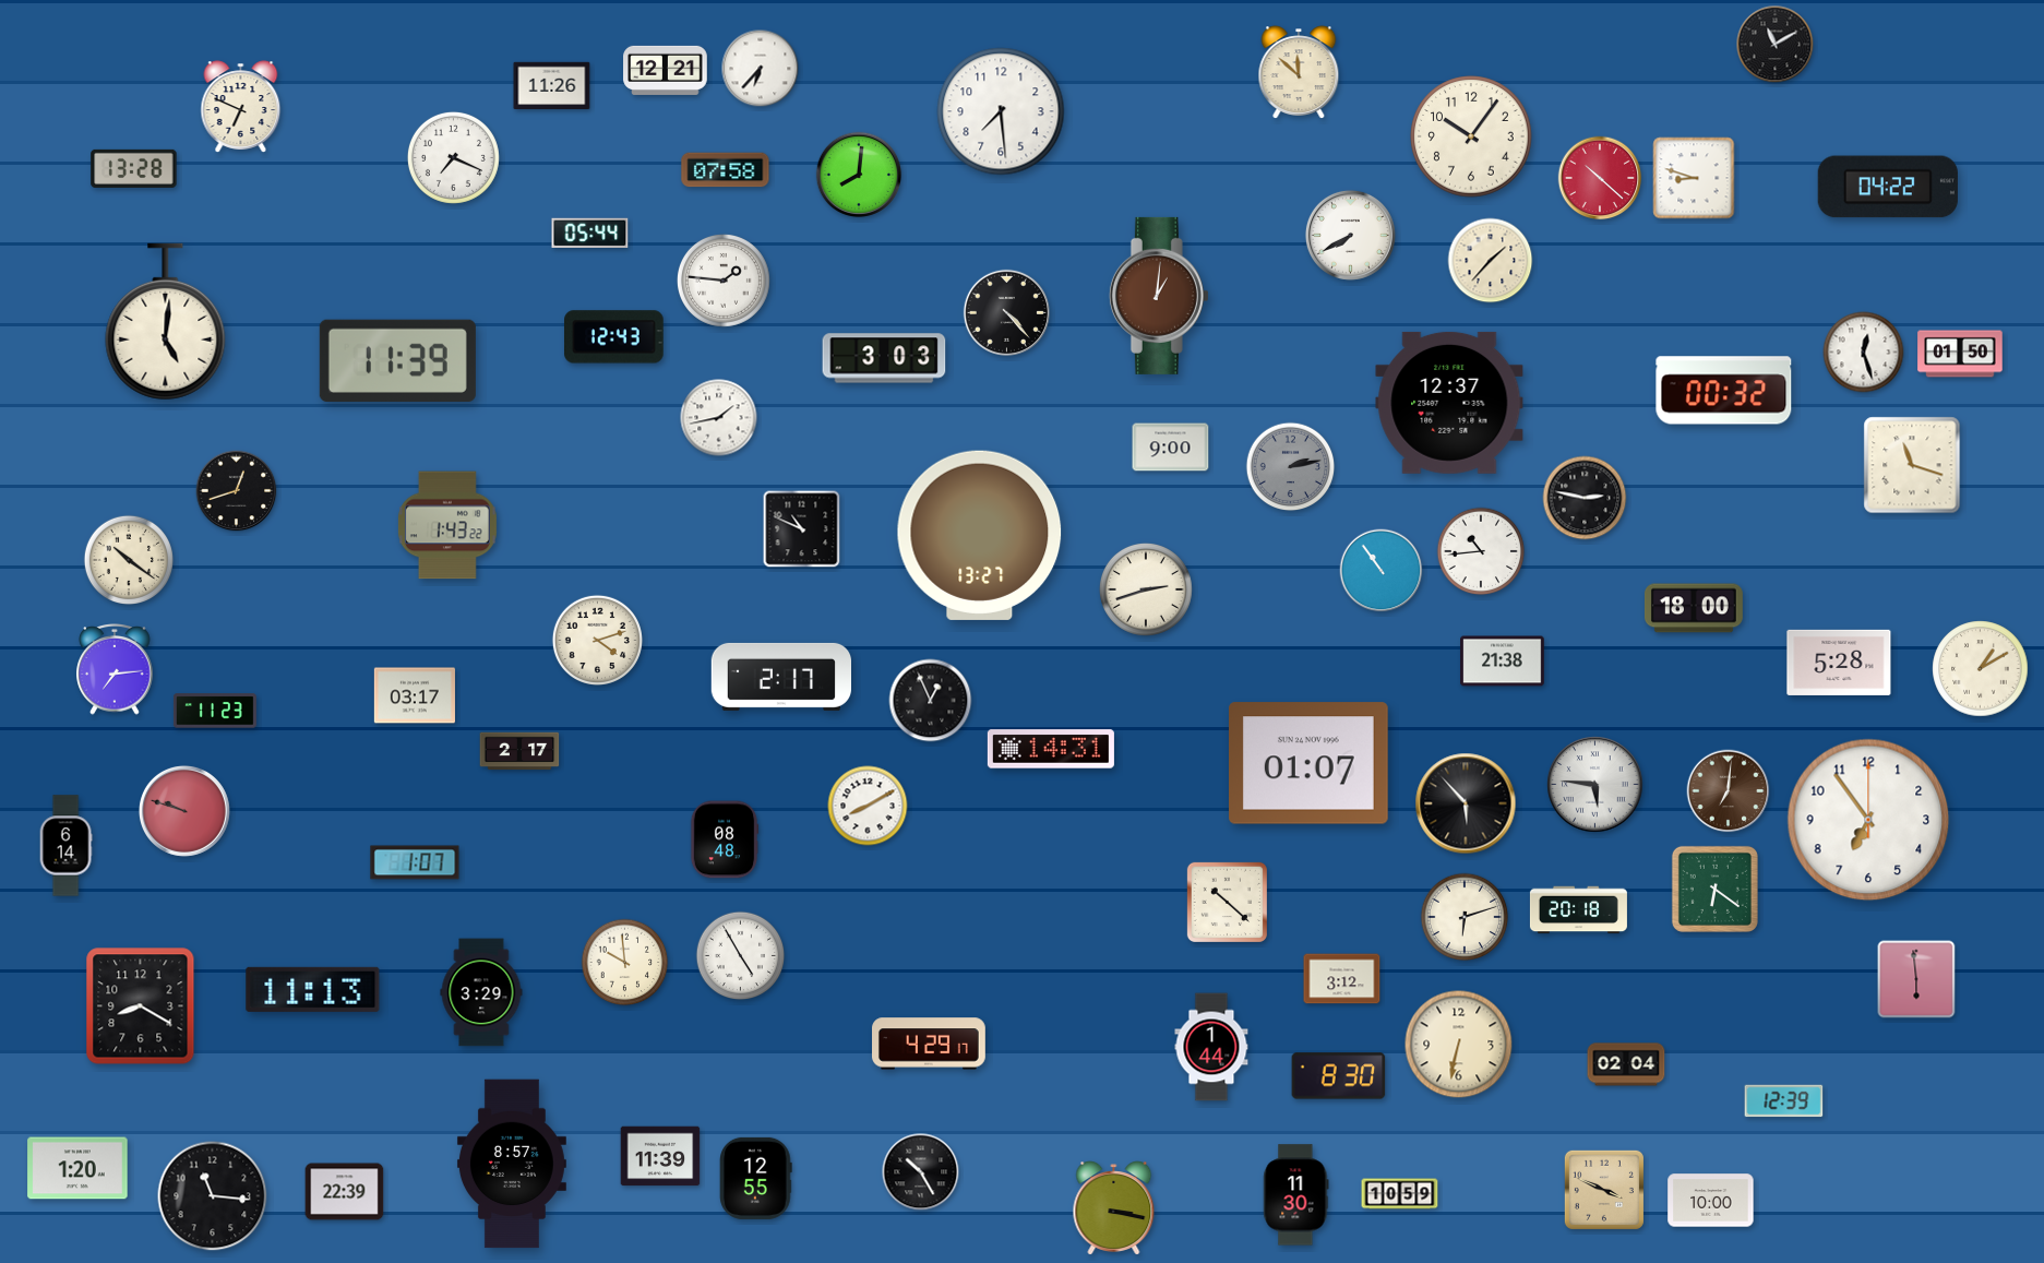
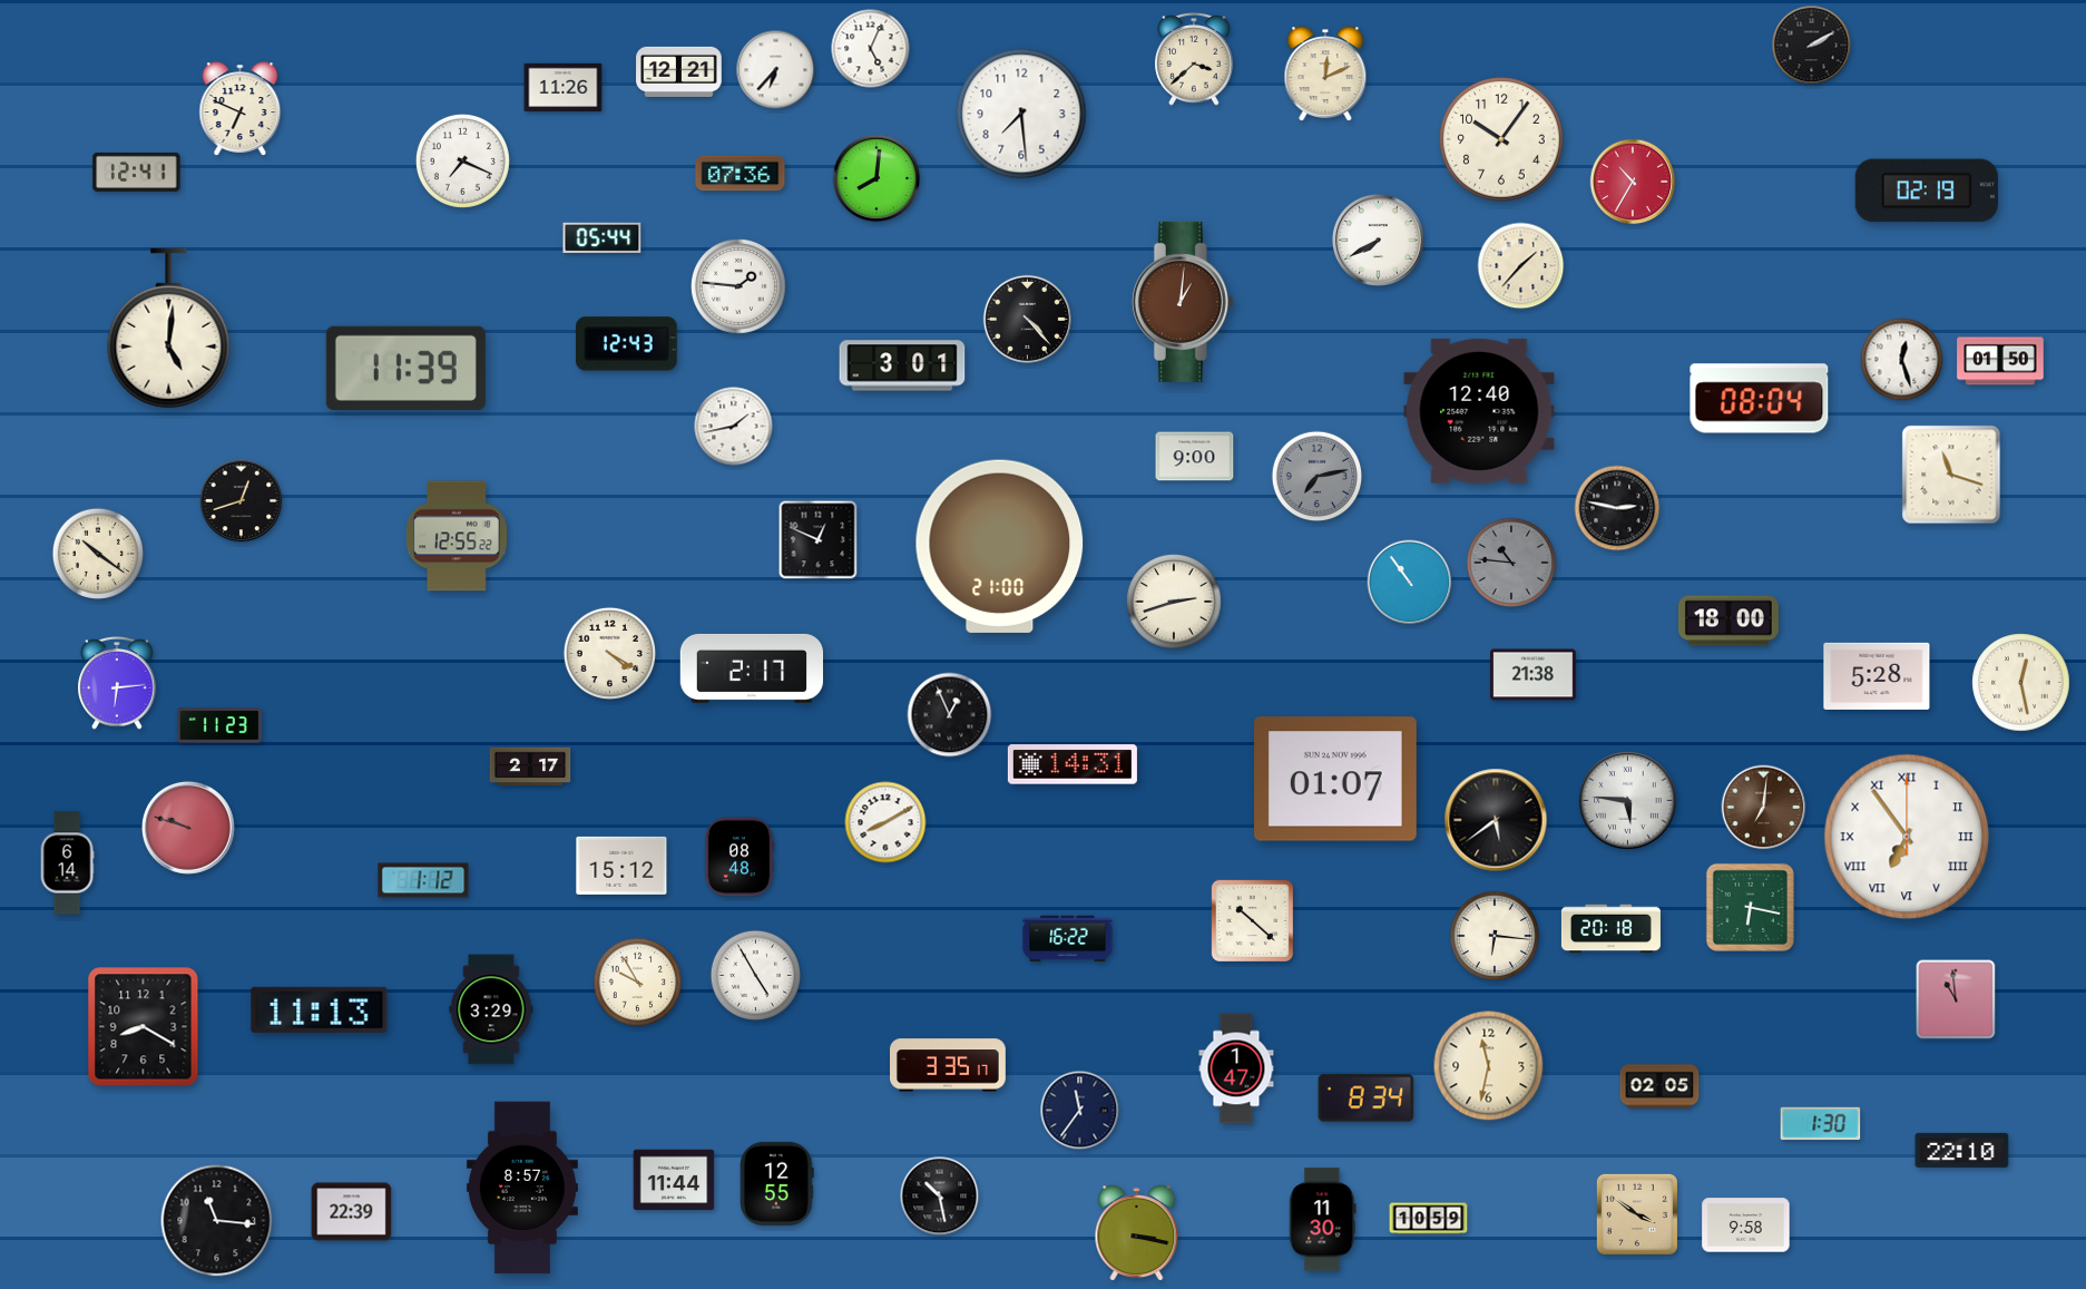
clock at (1776, 45): 11:10 -> 2:10
clock at (871, 49): none -> 5:04
clock at (1194, 60): none -> 3:38
clock at (1299, 72): 11:52 -> 12:11
clock at (241, 107) position: (241, 107) -> (241, 109)
clock at (134, 168): 13:28 -> 12:41
clock at (726, 170): 07:58 -> 07:36
clock at (1600, 178): 10:22 -> 10:35
clock at (1694, 178): 8:48 -> none
clock at (1888, 187): 04:22 -> 02:19
clock at (884, 358): 3:03 -> 3:01
clock at (1724, 391): 00:32 -> 08:04
clock at (1449, 403): 12:37 -> 12:40
clock at (1291, 467): 2:13 -> 7:13
clock at (447, 525): 1:43 -> 12:55
clock at (802, 529): 10:49 -> 12:49
clock at (980, 535): 13:27 -> 21:00
clock at (1481, 551): 10:44 -> 10:46
clock at (1481, 551) dial: white -> grey
clock at (128, 559) position: (128, 559) -> (97, 553)
clock at (1146, 589) position: (1146, 589) -> (1174, 602)
clock at (597, 640): 4:12 -> 4:20
clock at (1981, 669): 1:10 -> 12:28
clock at (115, 670): 7:14 -> 6:14
clock at (780, 677) position: (780, 677) -> (751, 668)
clock at (415, 695): 03:17 -> none
clock at (1466, 803): 5:53 -> 5:39
clock at (1868, 820) numerals: Arabic -> Roman
clock at (621, 866): none -> 15:12
clock at (415, 862): 1:07 -> 1:12
clock at (1714, 889): 6:21 -> 6:17
clock at (1465, 917): 6:12 -> 6:16
clock at (1068, 939): none -> 16:22
clock at (625, 963): 9:59 -> 9:55
clock at (1342, 979): 3:12 -> none
clock at (1916, 979): 5:59 -> 10:59
clock at (481, 992) position: (481, 992) -> (491, 1009)
clock at (930, 1044): 4:29 -> 3:35
clock at (1459, 1045): 6:32 -> 11:32
clock at (1211, 1047): 1:44 -> 1:47
clock at (1626, 1064): 02:04 -> 02:05
clock at (1339, 1076): 8:30 -> 8:34
clock at (1080, 1111): none -> 11:36
clock at (1784, 1101): 12:39 -> 1:30
clock at (1962, 1150): none -> 22:10
clock at (660, 1156): 11:39 -> 11:44
clock at (77, 1168): 1:20 -> none
clock at (921, 1172): 10:25 -> 10:28
clock at (756, 1178) position: (756, 1178) -> (777, 1183)
clock at (1604, 1190): 3:49 -> 3:51
clock at (345, 1192) position: (345, 1192) -> (352, 1212)
clock at (1711, 1201): 10:00 -> 9:58
